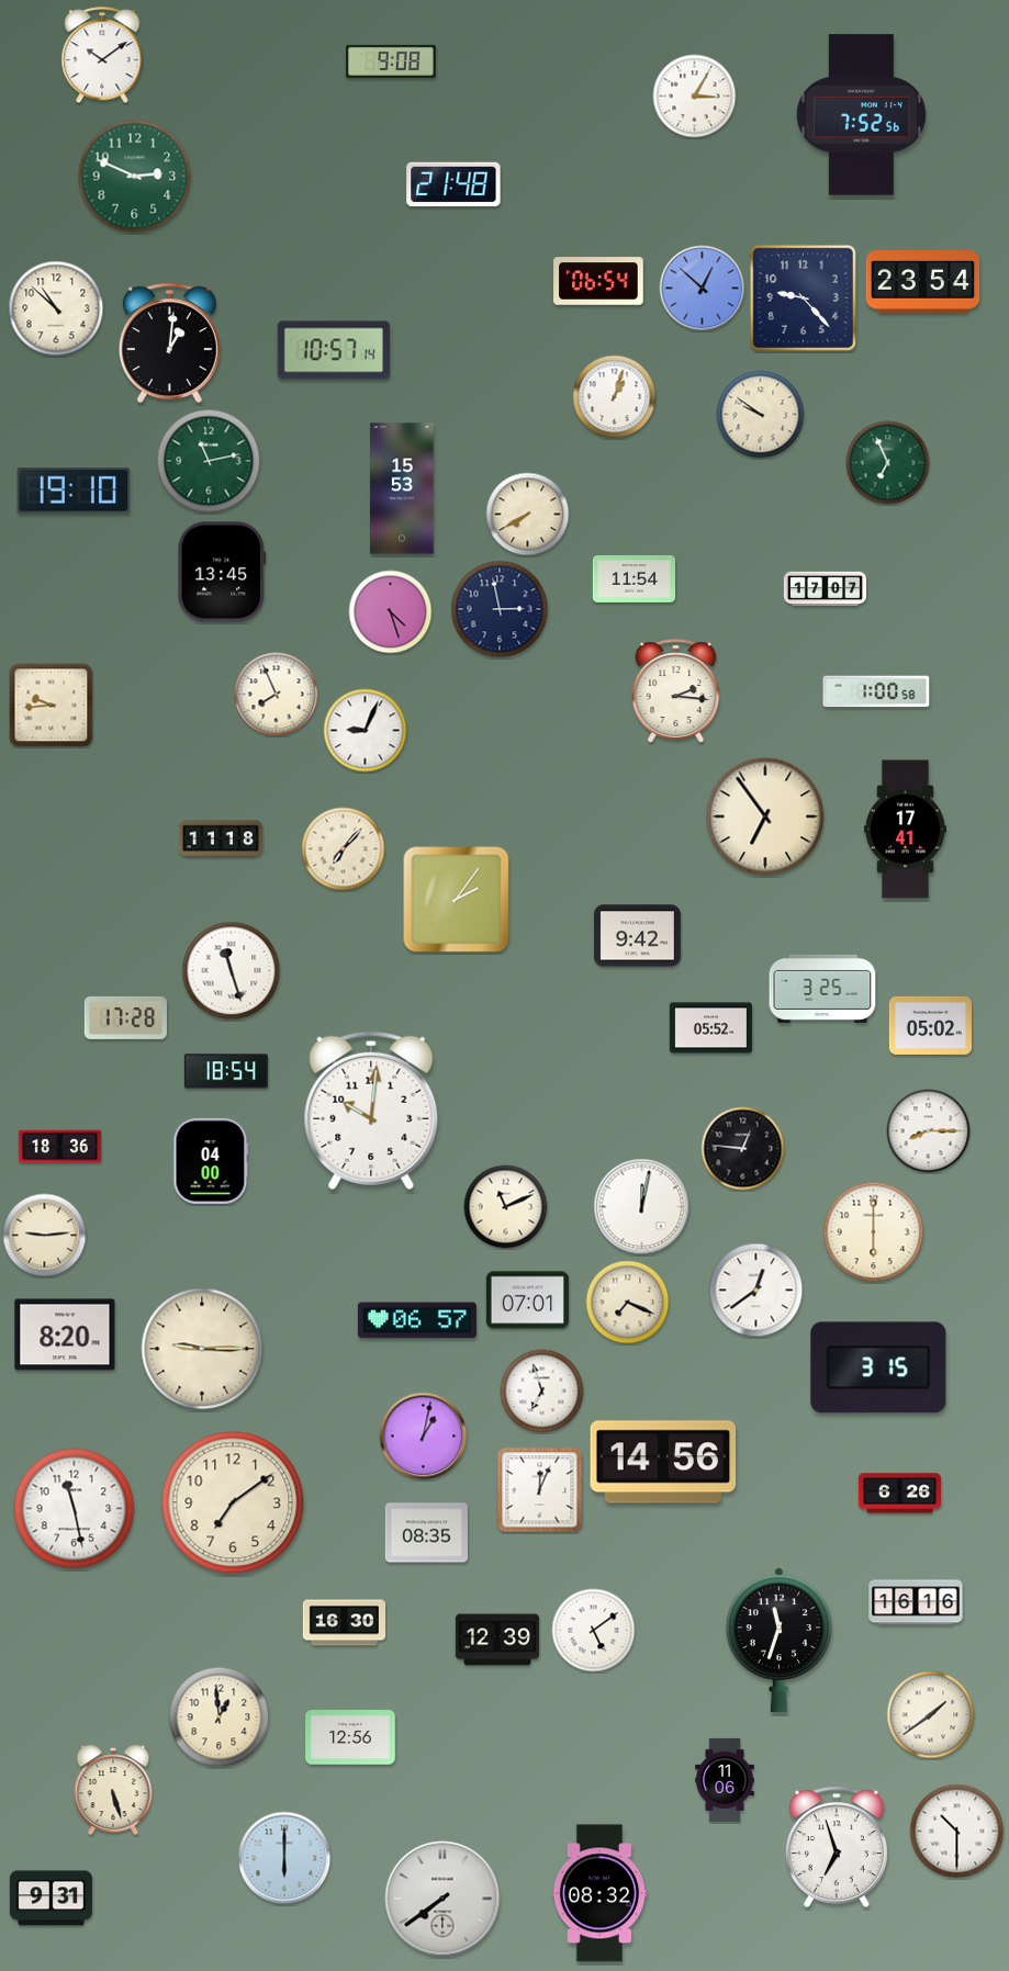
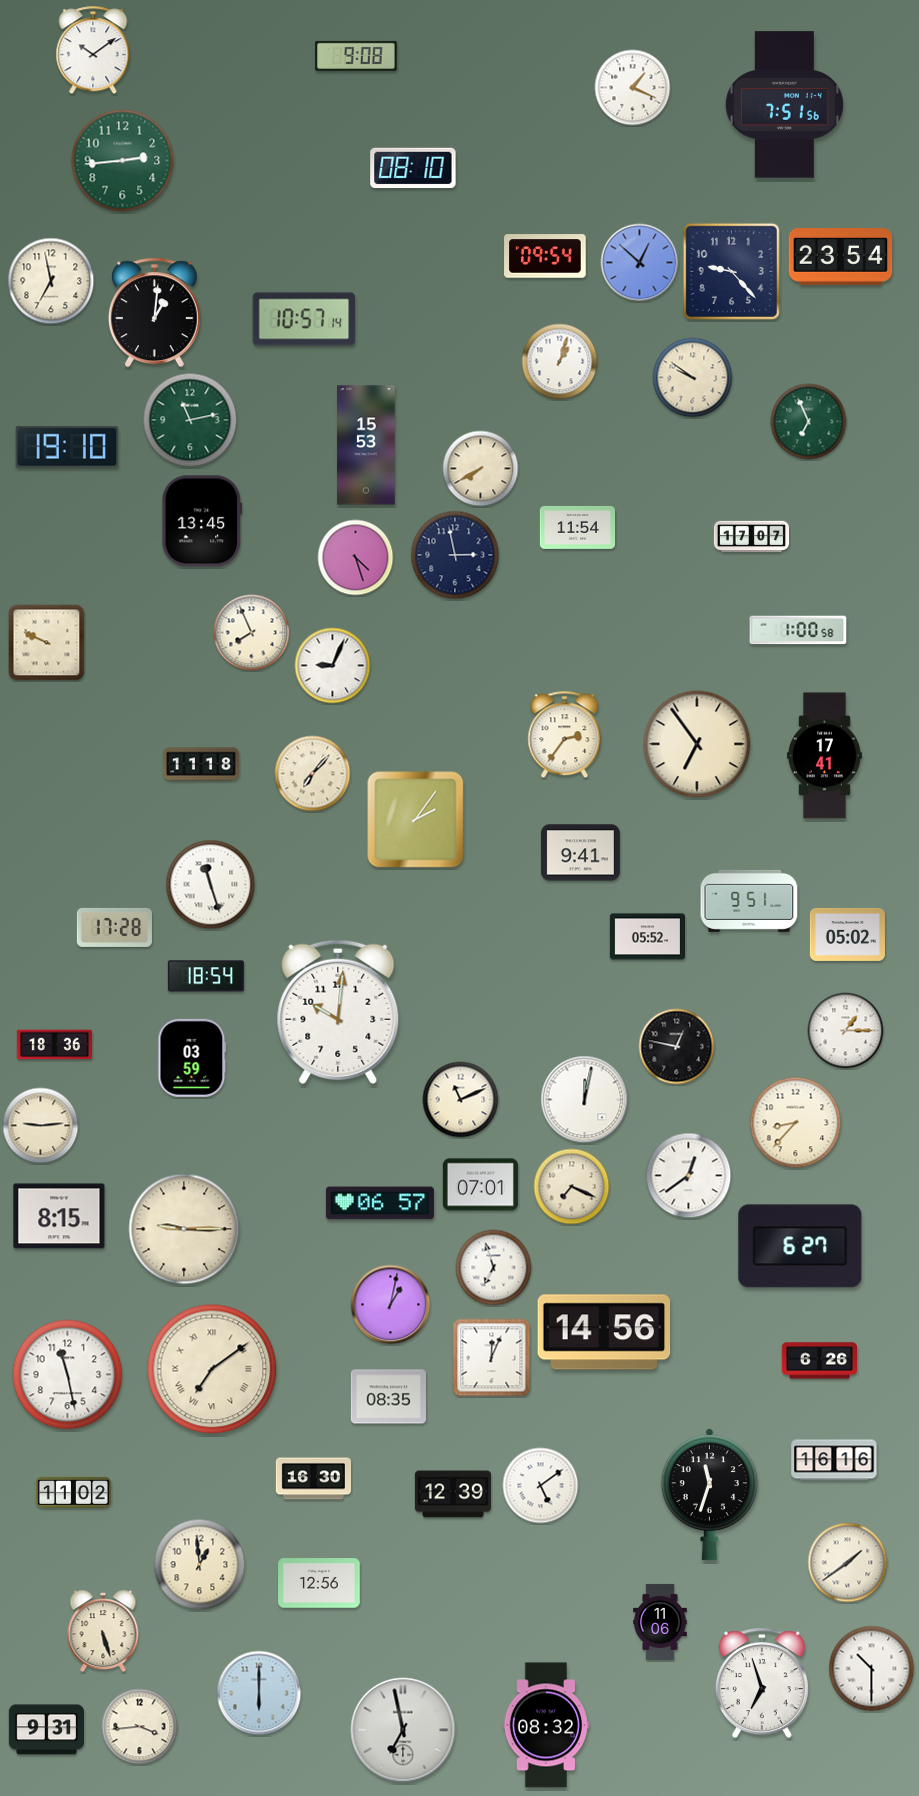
clock at (695, 97): 3:05 -> 1:19
clock at (861, 115): 7:52 -> 7:51
clock at (135, 177): 2:49 -> 2:44
clock at (453, 184): 21:48 -> 08:10
clock at (598, 281): 06:54 -> 09:54
clock at (56, 308): 10:52 -> 6:58
clock at (676, 691): 2:16 -> none
clock at (52, 706): 9:44 -> 9:49
clock at (565, 735): none -> 2:36
clock at (637, 936): 9:42 -> 9:41
clock at (822, 989): 3:25 -> 9:51
clock at (929, 1131): 8:15 -> 1:15
clock at (743, 1149): 12:46 -> 12:47
clock at (211, 1161): 04:00 -> 03:59
clock at (874, 1232): 6:00 -> 8:37
clock at (65, 1334): 8:20 -> 8:15
clock at (878, 1367): 3:15 -> 6:27
clock at (424, 1437) position: (424, 1437) -> (391, 1305)
clock at (233, 1502) numerals: Arabic -> Roman
clock at (73, 1492): none -> 11:02
clock at (140, 1727): none -> 3:44
clock at (442, 1899): 7:39 -> 6:58
